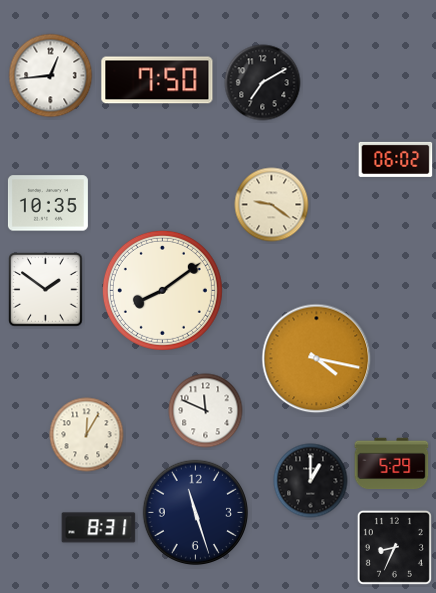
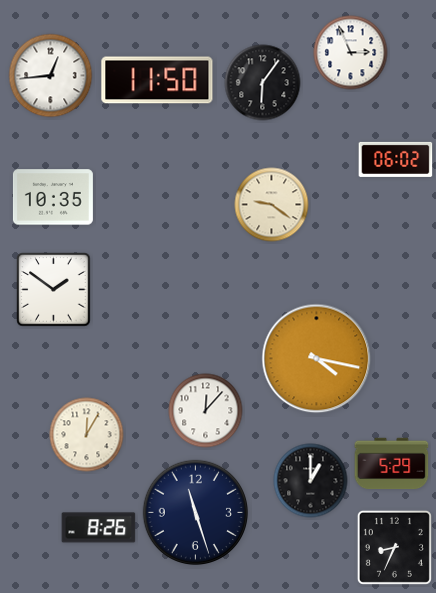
clock at (351, 53): none -> 2:56
clock at (157, 80): 7:50 -> 11:50
clock at (263, 83): 7:10 -> 6:06
clock at (48, 203) position: (48, 203) -> (53, 197)
clock at (46, 290) position: (46, 290) -> (54, 290)
clock at (162, 290): 8:09 -> none
clock at (206, 411): 11:49 -> 12:07
clock at (99, 528): 8:31 -> 8:26
